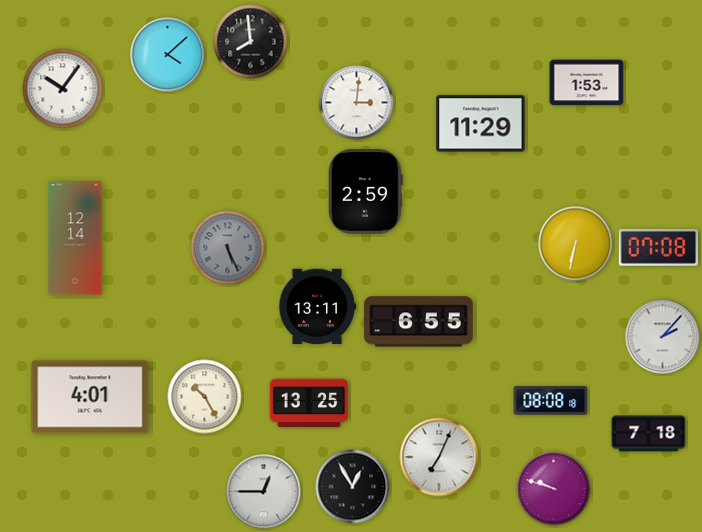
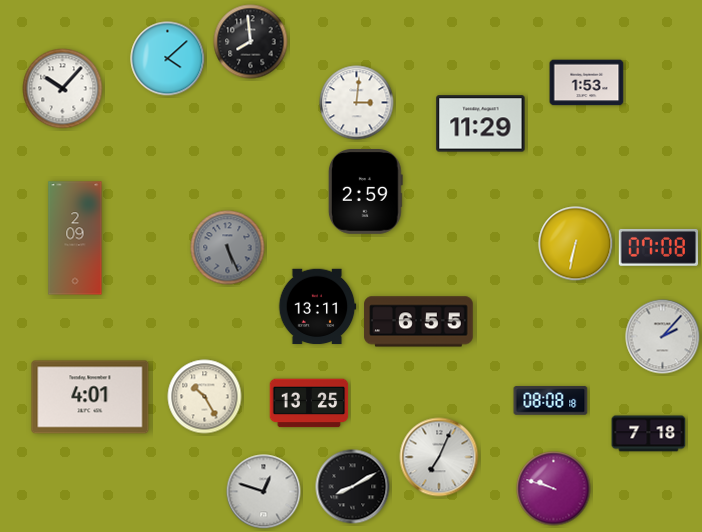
clock at (168, 55) position: (168, 55) -> (168, 59)
clock at (63, 89): 10:06 -> 10:07
clock at (75, 238): 12:14 -> 2:09
clock at (353, 487): 12:55 -> 8:10
clock at (264, 492): 12:45 -> 12:48
